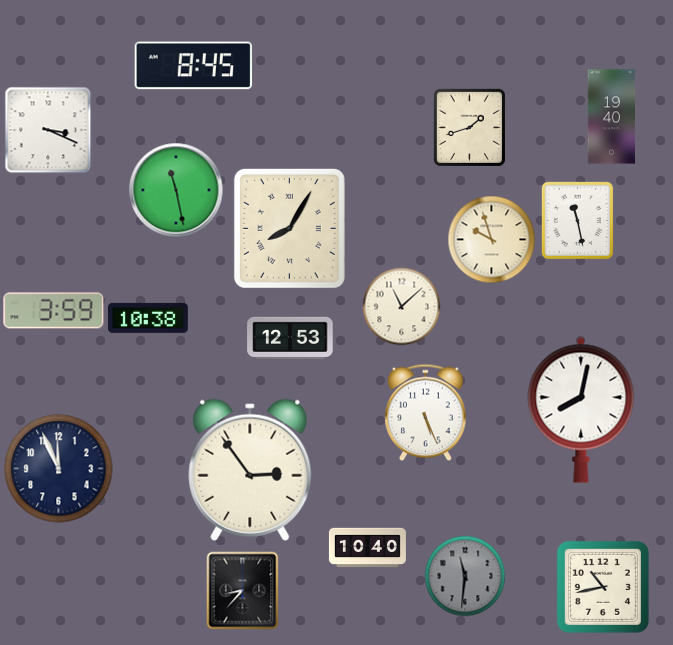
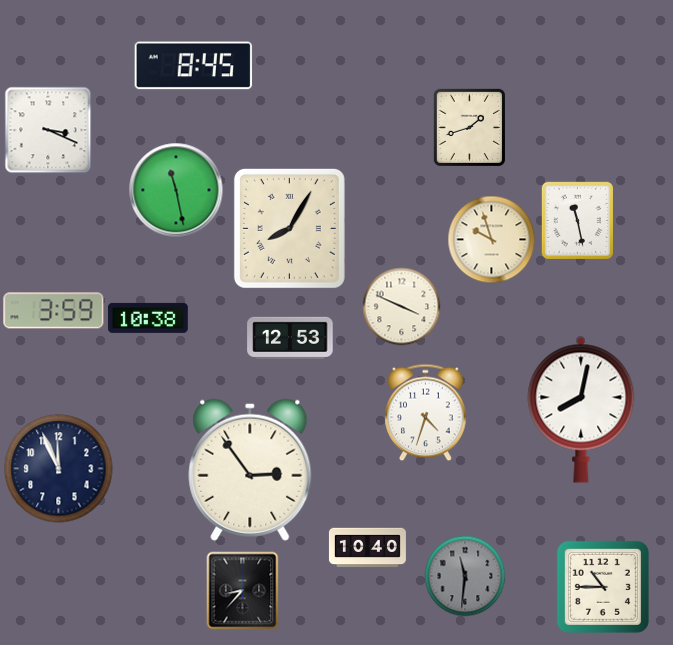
clock at (612, 117): 19:40 -> none
clock at (401, 306): 11:08 -> 3:49
clock at (426, 412): 5:26 -> 4:33
clock at (603, 587): 10:43 -> 10:45
